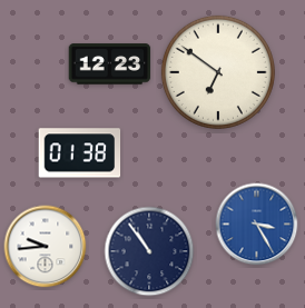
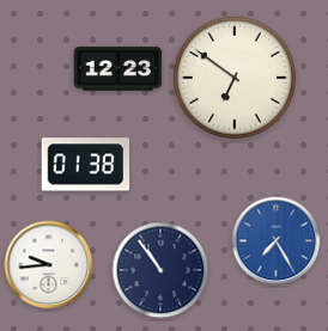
clock at (257, 225): 3:25 -> 7:25
